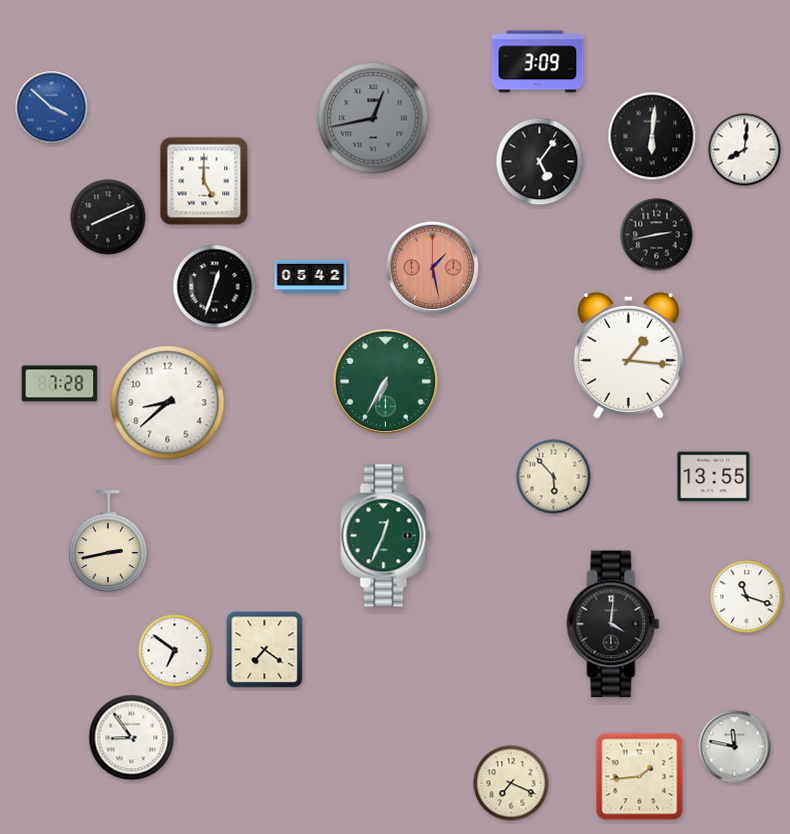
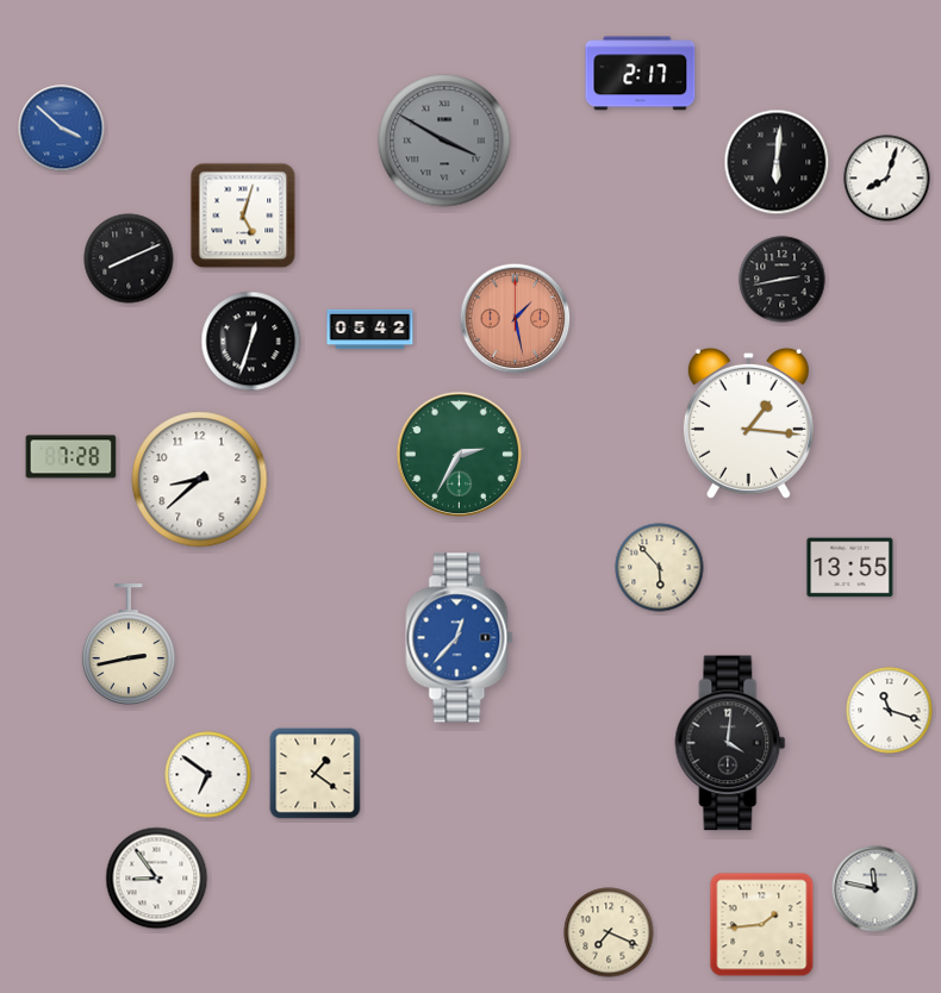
clock at (538, 62): 3:09 -> 2:17
clock at (373, 118): 12:43 -> 3:50
clock at (745, 150): 8:01 -> 8:03
clock at (540, 162): 5:06 -> none
clock at (204, 181): 5:00 -> 5:03
clock at (215, 287) position: (215, 287) -> (251, 342)
clock at (385, 381): 6:35 -> 2:35
clock at (386, 536): 12:34 -> 12:37
clock at (386, 536) dial: green -> blue
clock at (265, 650): 7:21 -> 1:21
